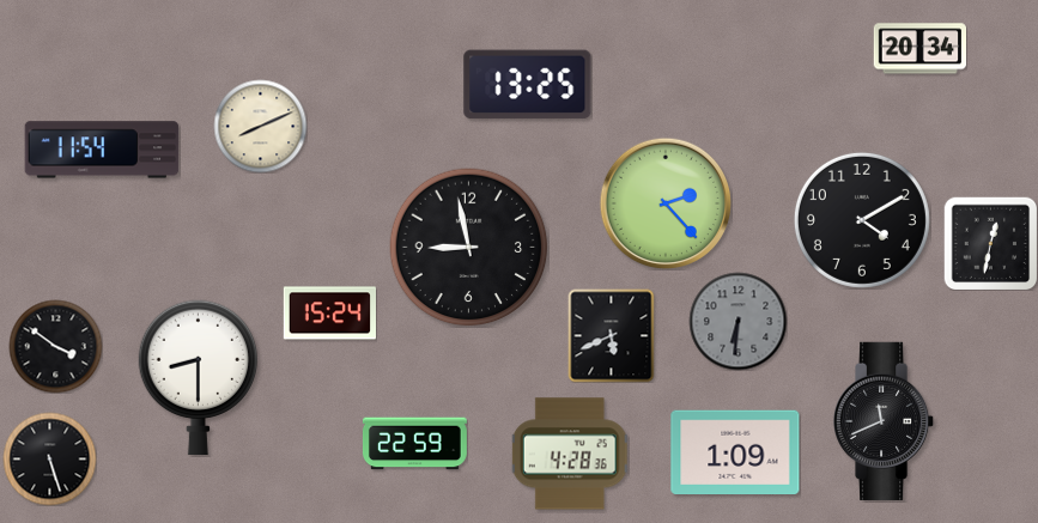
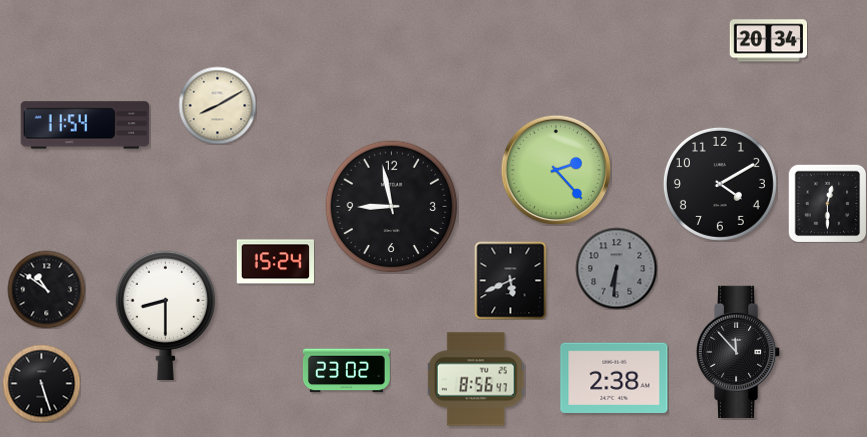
clock at (528, 85): 13:25 -> none
clock at (260, 126): 8:11 -> 8:10
clock at (990, 243): 12:32 -> 12:30
clock at (55, 346): 3:51 -> 10:51
clock at (885, 420): 11:41 -> 11:53
clock at (414, 444): 22:59 -> 23:02
clock at (735, 452): 1:09 -> 2:38
clock at (570, 454): 4:28 -> 8:56
